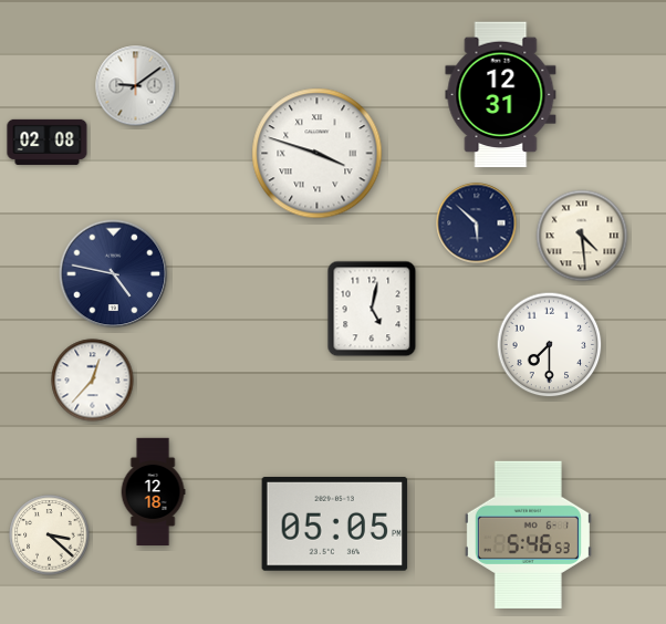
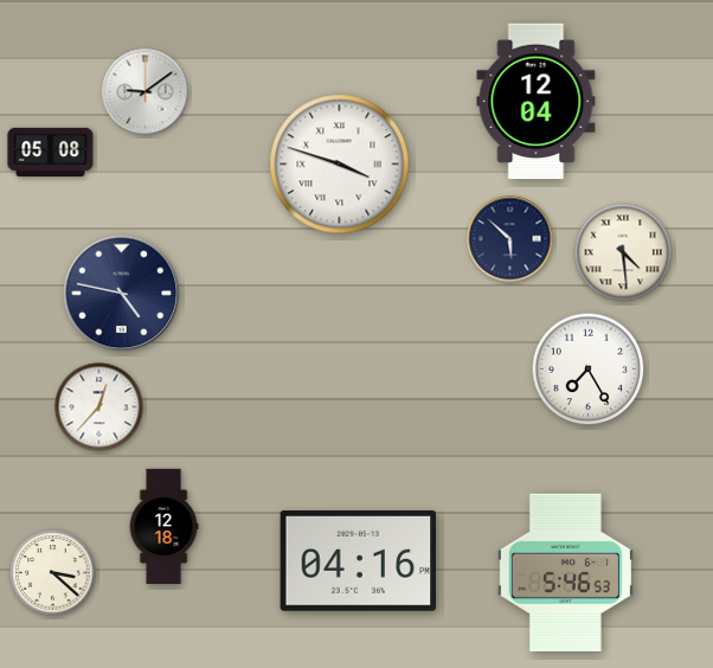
clock at (501, 95): 12:31 -> 12:04
clock at (48, 142): 02:08 -> 05:08
clock at (372, 309): 5:02 -> none
clock at (550, 345): 7:30 -> 7:25
clock at (335, 523): 05:05 -> 04:16
